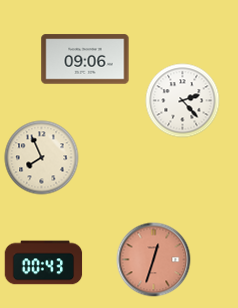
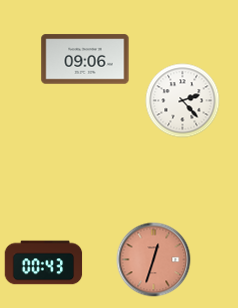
clock at (42, 158): 7:56 -> none
